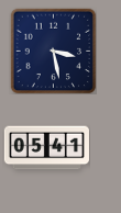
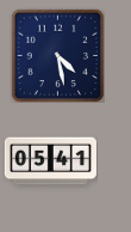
clock at (53, 51): 3:28 -> 4:28
